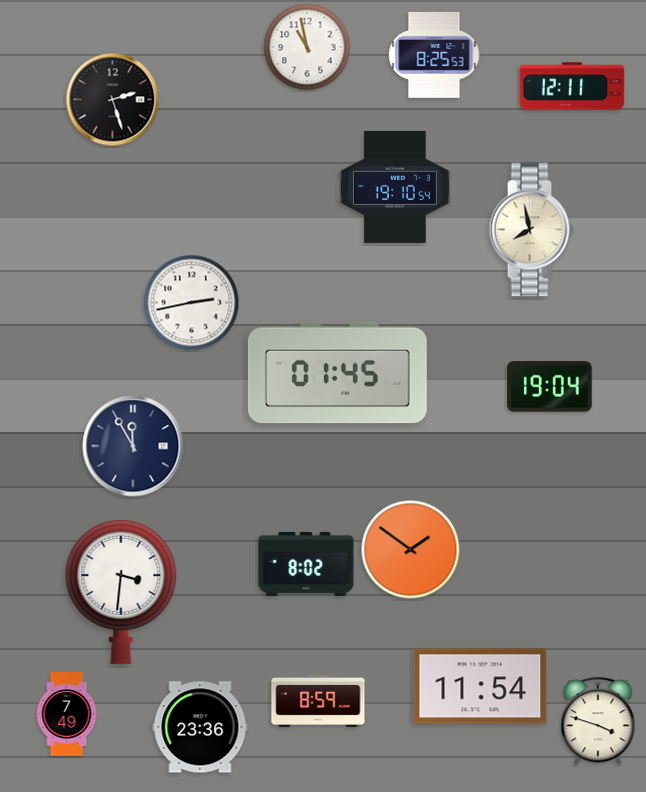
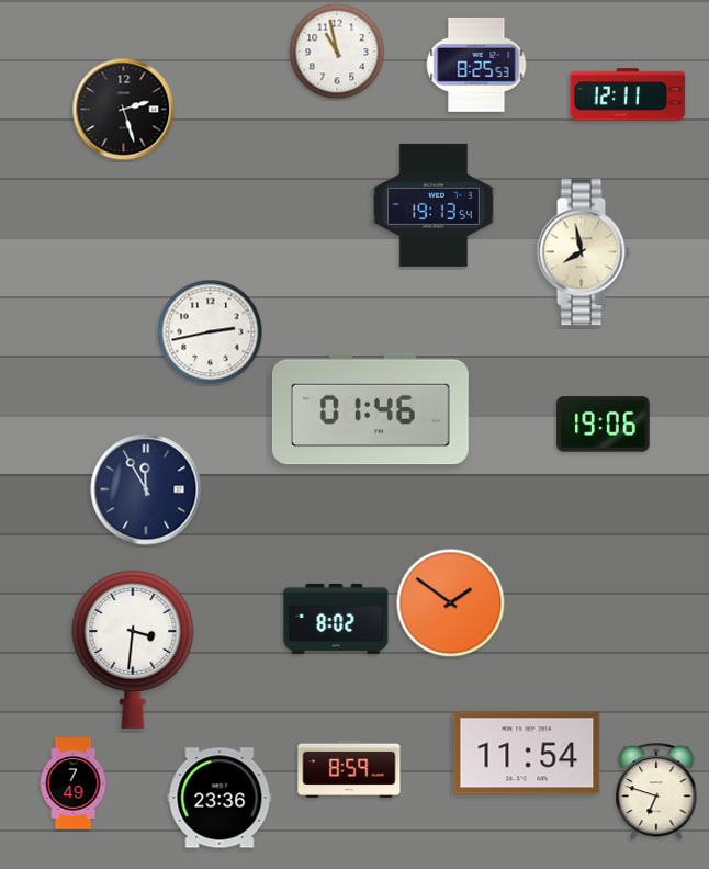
clock at (434, 56) position: (434, 56) -> (476, 66)
clock at (395, 187): 19:10 -> 19:13
clock at (337, 373): 01:45 -> 01:46
clock at (550, 387): 19:04 -> 19:06
clock at (598, 722): 3:48 -> 6:48
